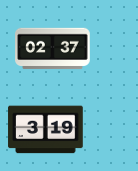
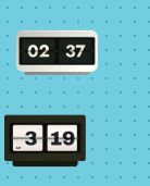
clock at (46, 130) position: (46, 130) -> (46, 141)
